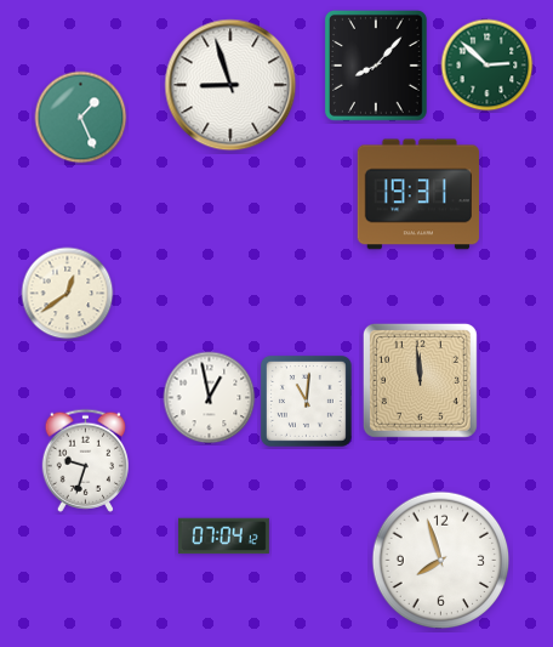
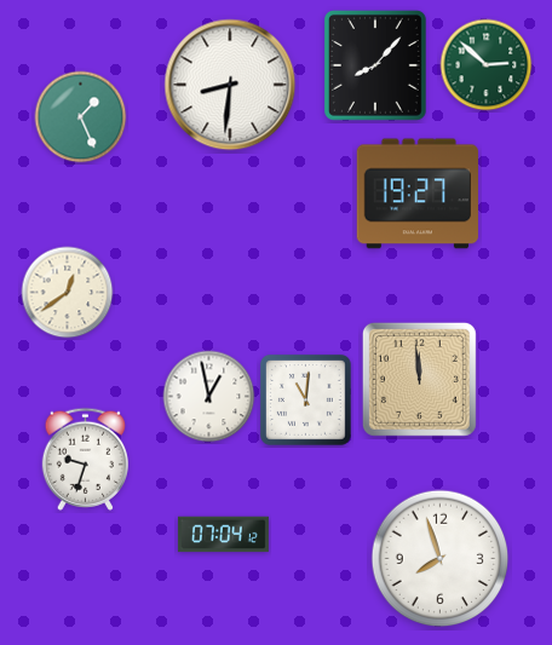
clock at (230, 85): 8:57 -> 8:31
clock at (418, 194): 19:31 -> 19:27
